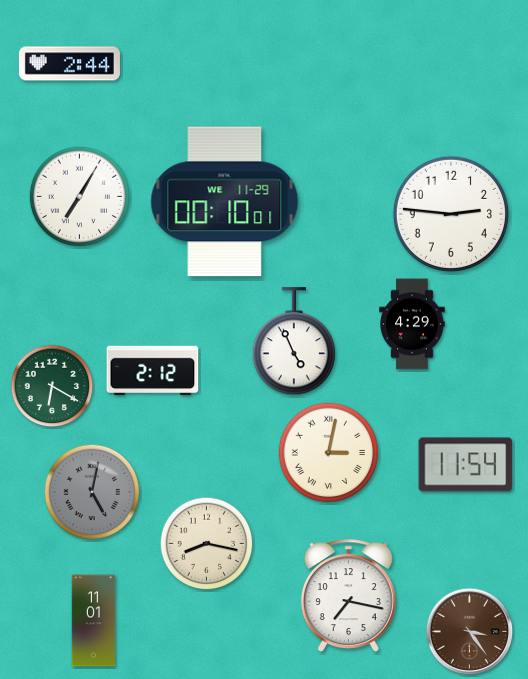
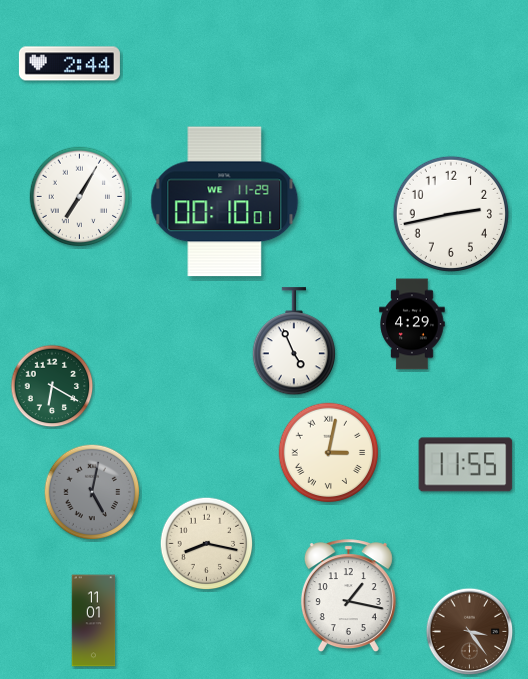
clock at (451, 214): 2:46 -> 2:43
clock at (153, 371): 2:12 -> none
clock at (466, 465): 11:54 -> 11:55
clock at (348, 596): 7:17 -> 1:17
